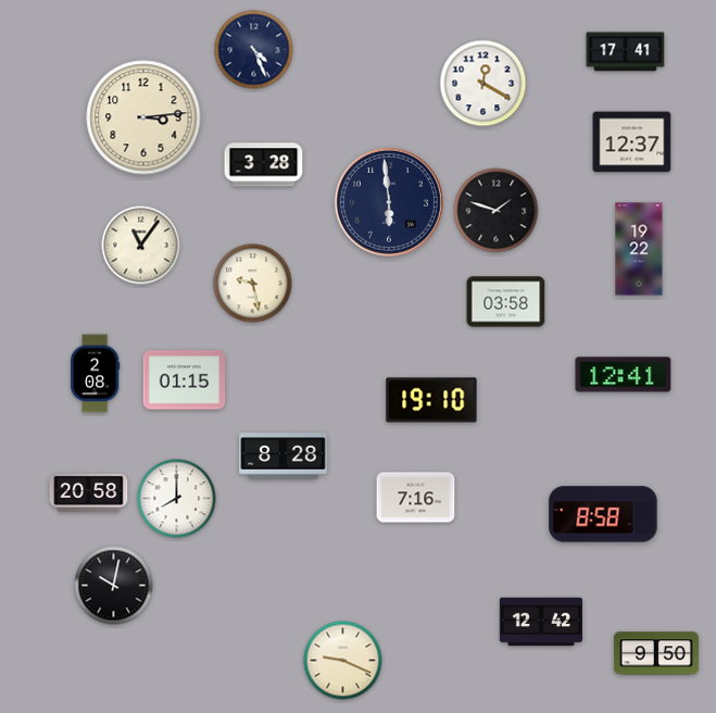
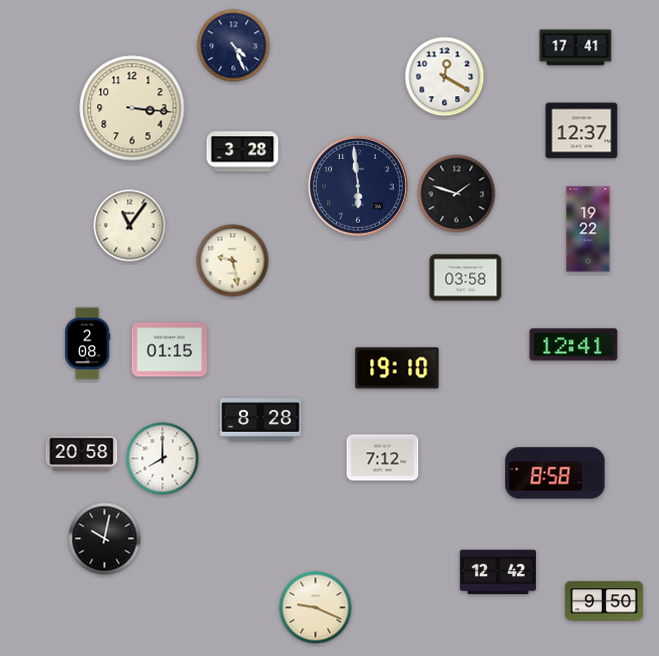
clock at (143, 117): 3:14 -> 3:16
clock at (416, 498): 7:16 -> 7:12
